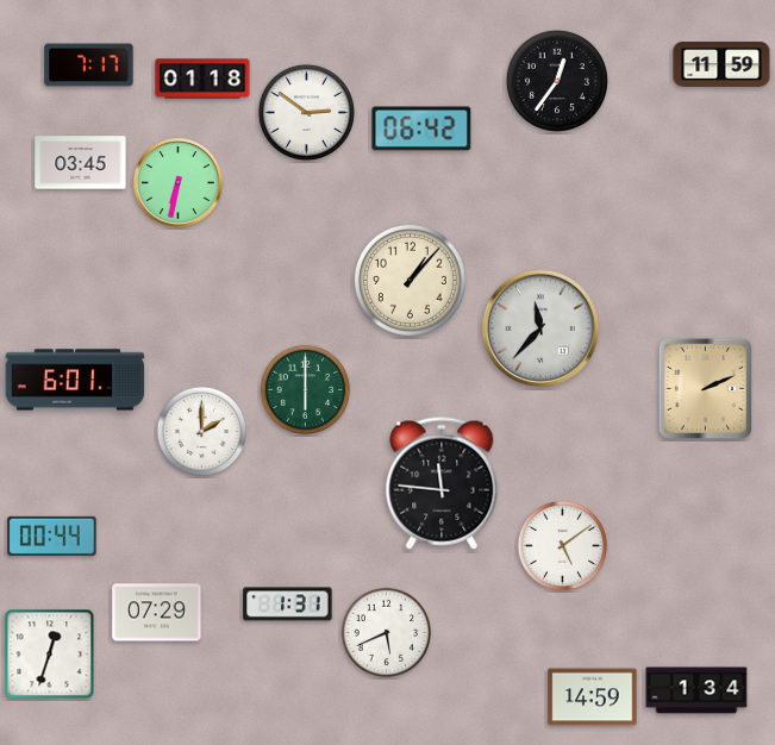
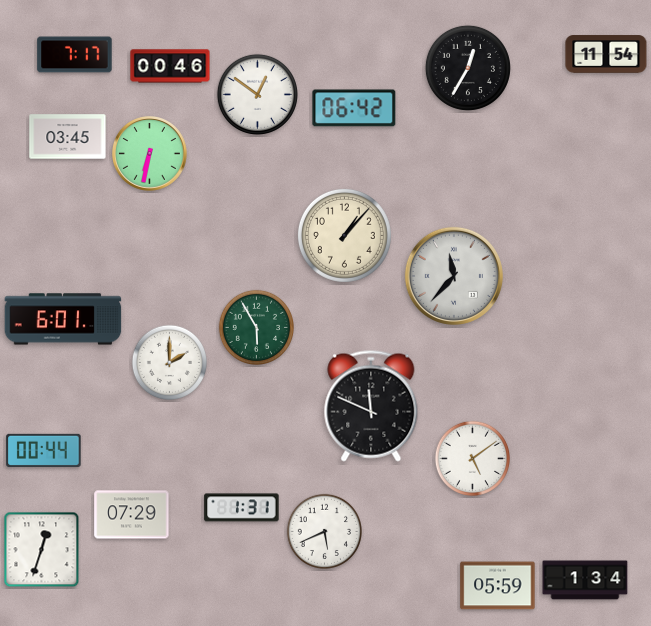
clock at (721, 64): 11:59 -> 11:54
clock at (202, 79): 01:18 -> 00:46
clock at (557, 81): 12:36 -> 12:35
clock at (306, 112): 2:51 -> 12:51
clock at (705, 388): 2:11 -> none
clock at (305, 389): 6:00 -> 5:55
clock at (442, 483): 11:46 -> 11:49
clock at (593, 697): 14:59 -> 05:59
